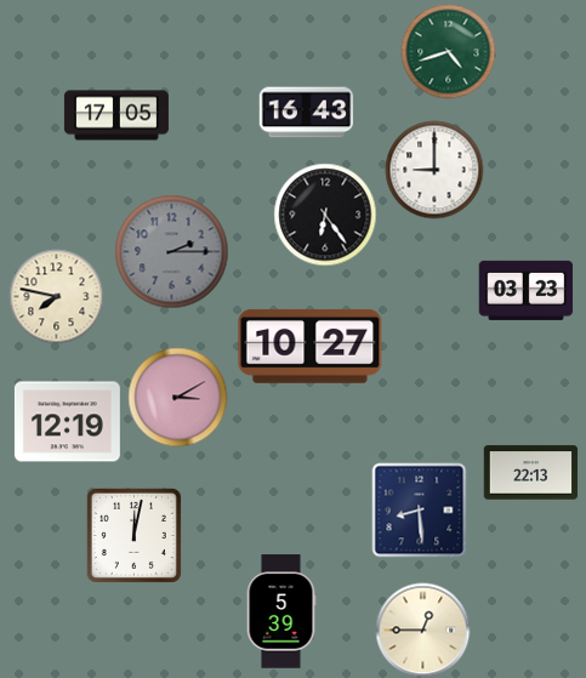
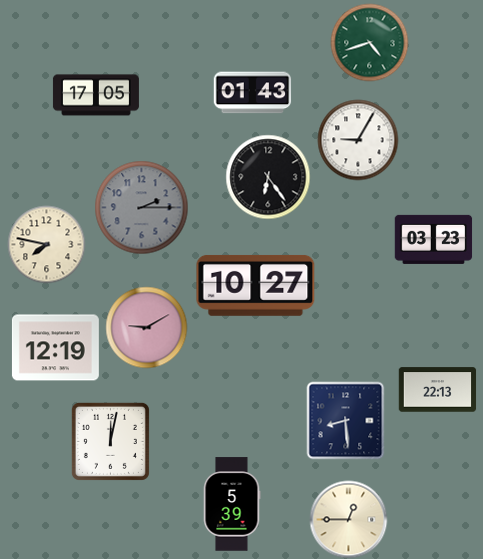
clock at (306, 113): 16:43 -> 01:43
clock at (434, 170): 9:00 -> 9:05
clock at (177, 397): 3:10 -> 9:10
